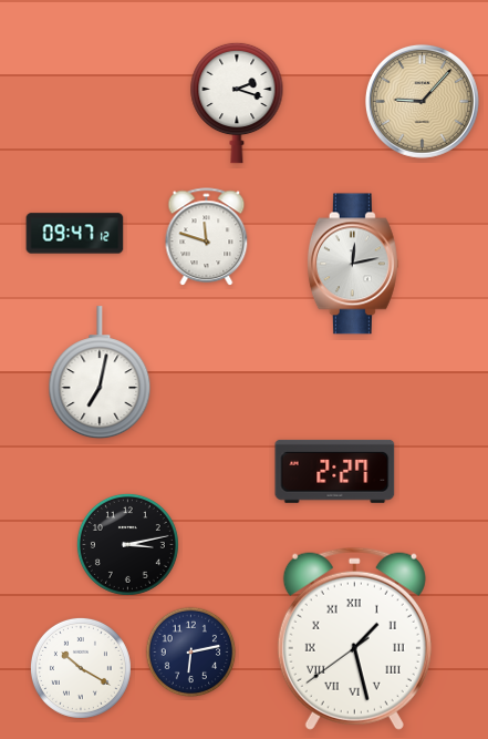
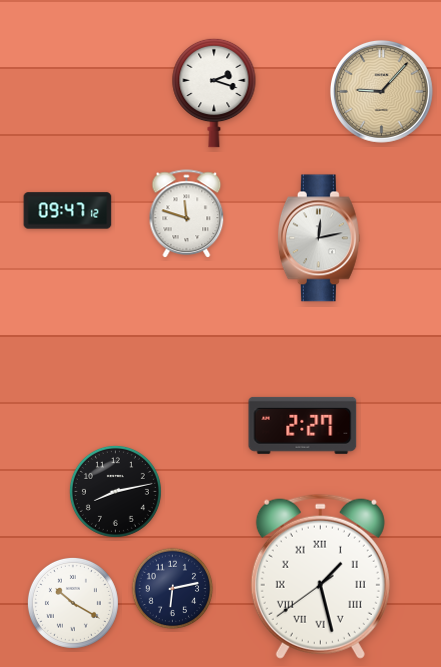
clock at (100, 373): 7:02 -> none
clock at (127, 544): 3:13 -> 8:13
